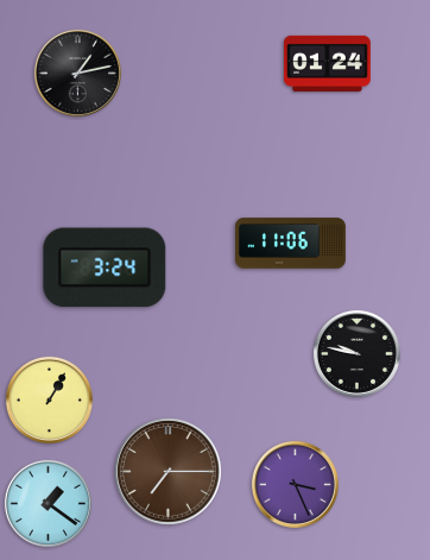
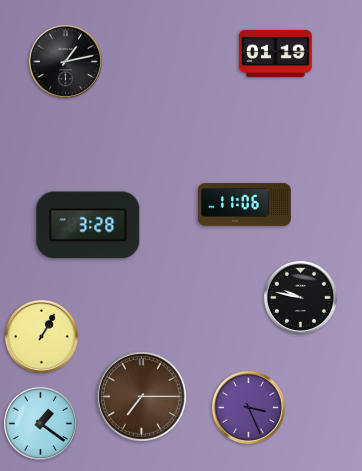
clock at (328, 63): 01:24 -> 01:19
clock at (105, 268): 3:24 -> 3:28
